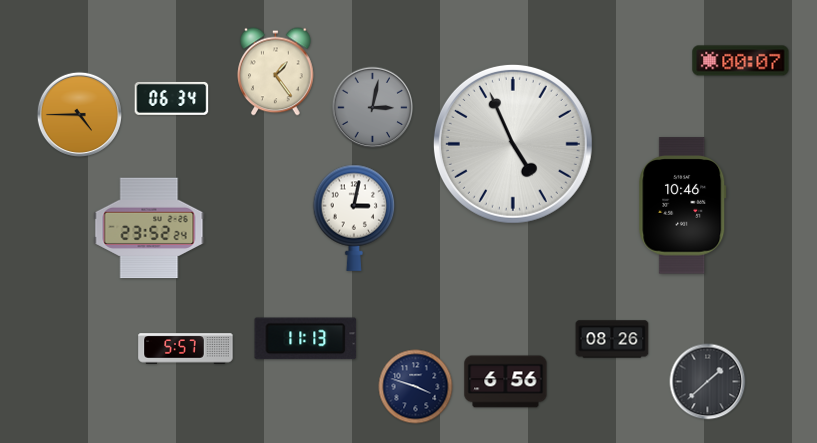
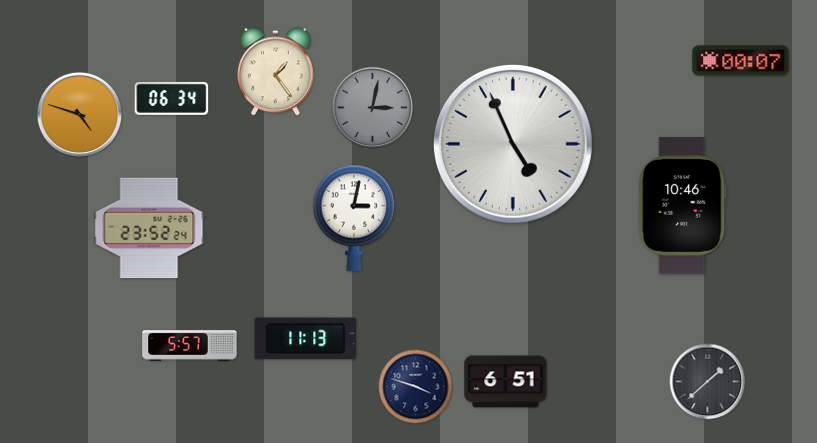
clock at (79, 114): 4:45 -> 4:48
clock at (612, 339): 08:26 -> none
clock at (186, 349) position: (186, 349) -> (190, 346)
clock at (506, 382): 6:56 -> 6:51
